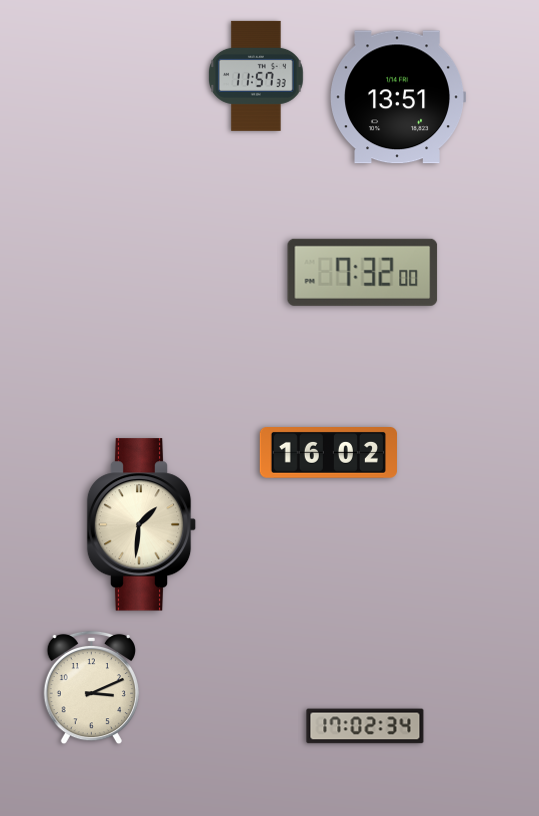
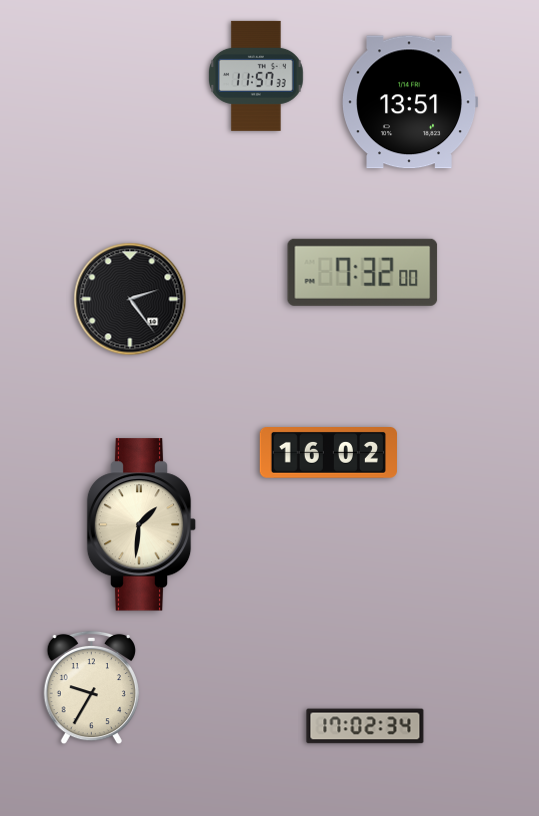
clock at (397, 97) position: (397, 97) -> (409, 102)
clock at (130, 299): none -> 2:24
clock at (91, 688): 3:11 -> 9:35
